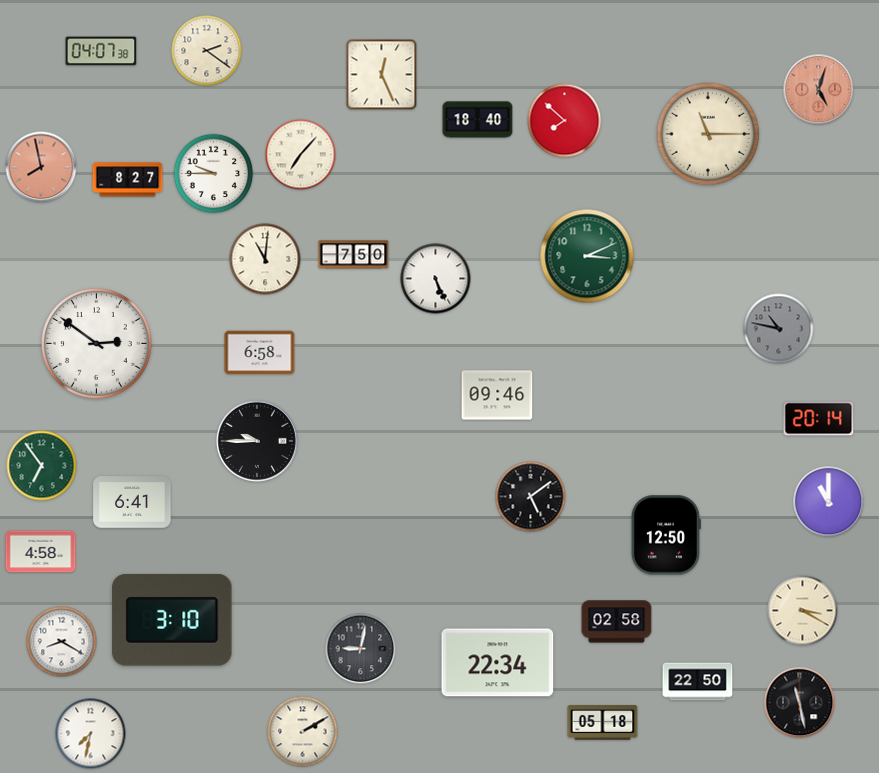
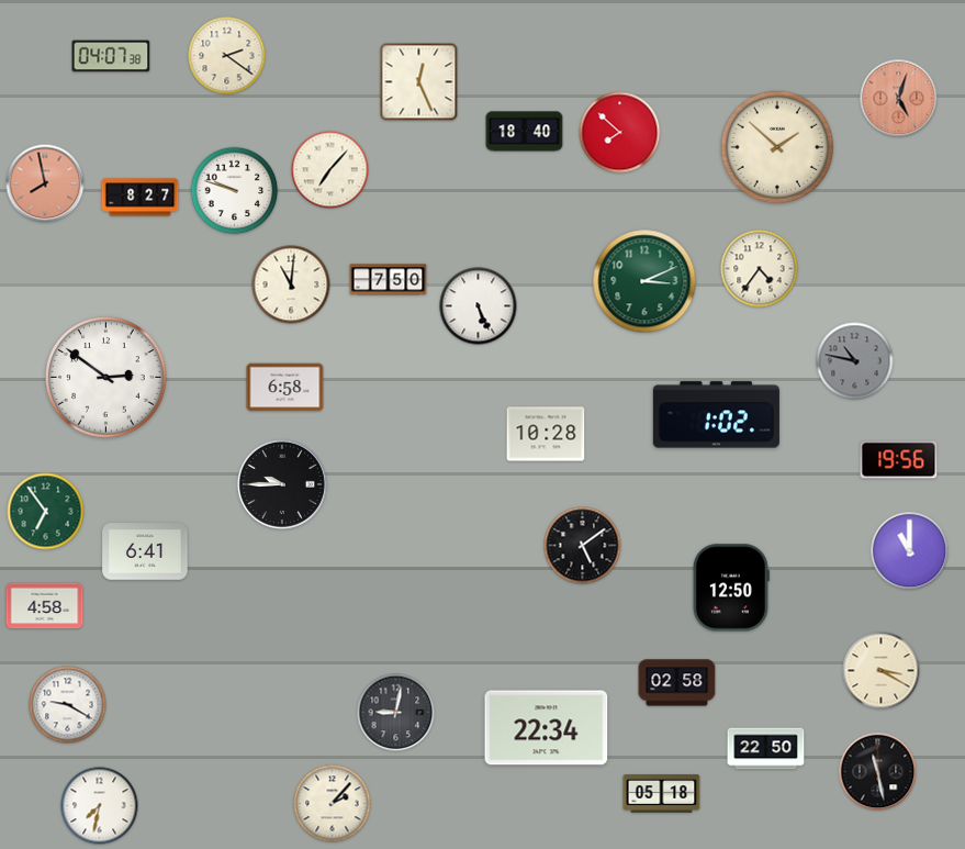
clock at (708, 134): 11:15 -> 1:52
clock at (214, 174): 9:45 -> 9:48
clock at (760, 269): none -> 4:36
clock at (716, 415): none -> 1:02
clock at (497, 395): 09:46 -> 10:28
clock at (819, 419): 20:14 -> 19:56
clock at (172, 620): 3:10 -> none
clock at (62, 642): 8:20 -> 9:20
clock at (303, 732): 2:10 -> 2:07
